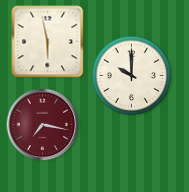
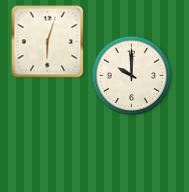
clock at (48, 42): 5:58 -> 6:03
clock at (43, 125): 7:17 -> none
